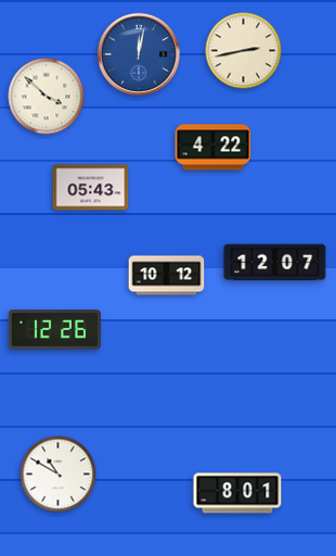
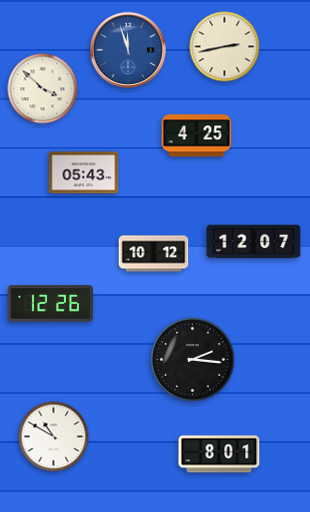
clock at (139, 54): 12:02 -> 11:57
clock at (214, 148): 4:22 -> 4:25
clock at (193, 360): none -> 2:16
